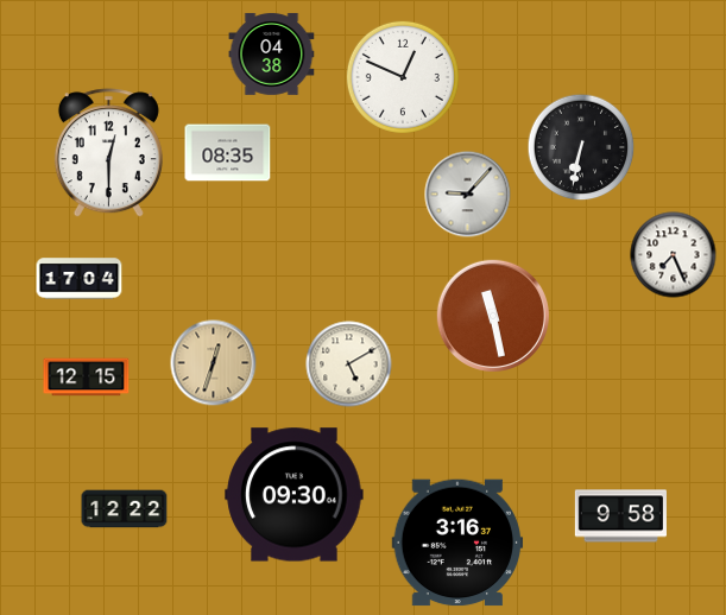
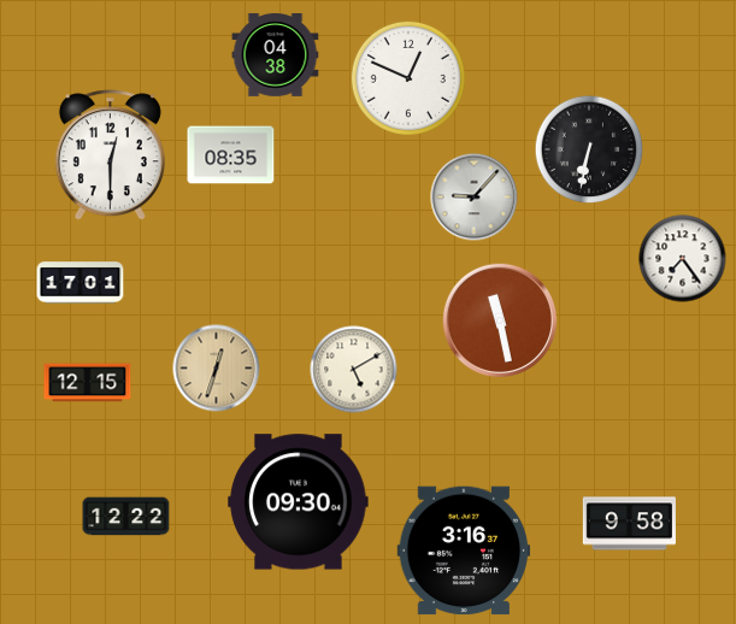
clock at (674, 255): 7:26 -> 7:24
clock at (80, 279): 17:04 -> 17:01
